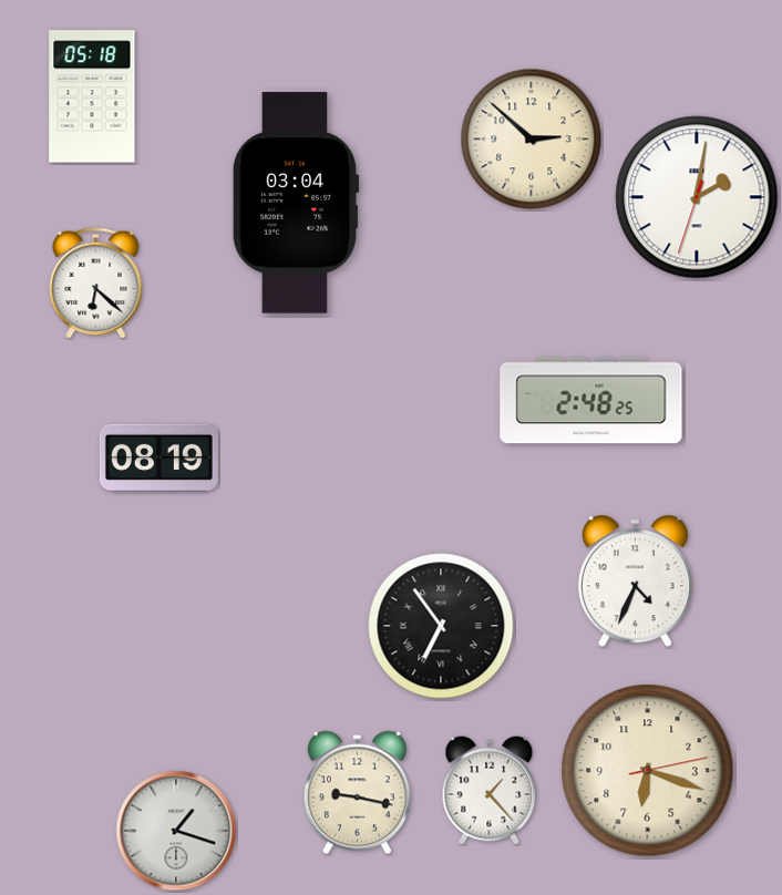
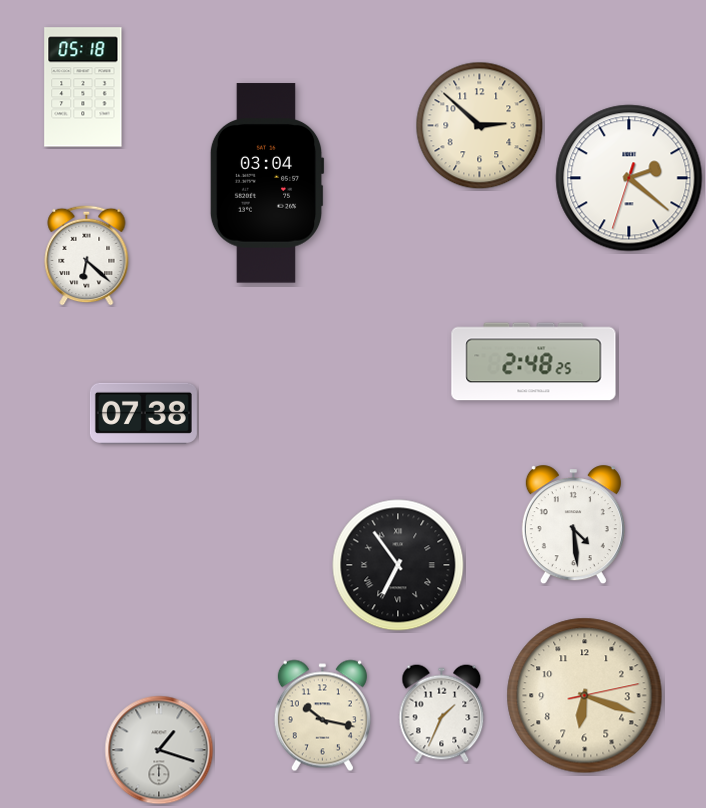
clock at (697, 197): 2:01 -> 2:21
clock at (158, 457): 08:19 -> 07:38
clock at (635, 582): 4:34 -> 4:29
clock at (490, 791): 1:23 -> 1:34
clock at (357, 793): 9:17 -> 10:17
